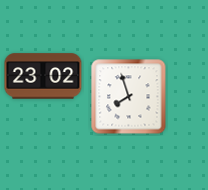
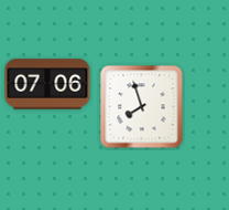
clock at (43, 76): 23:02 -> 07:06
